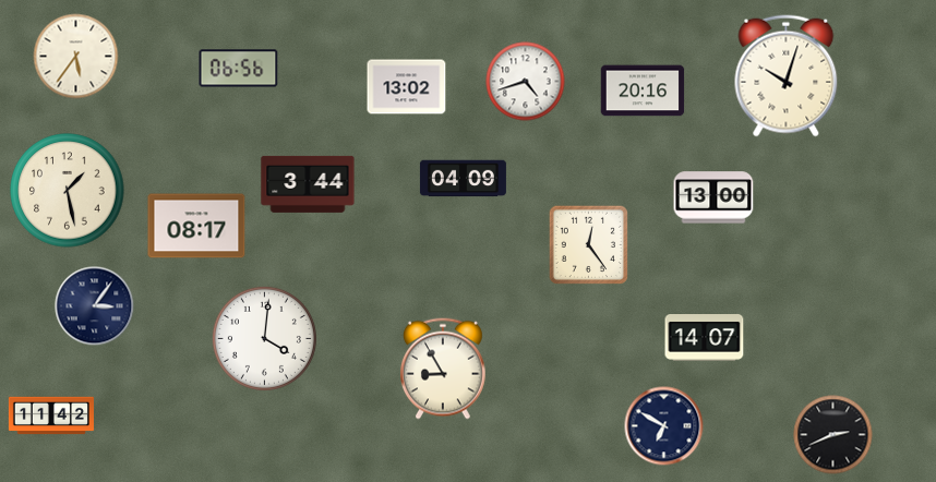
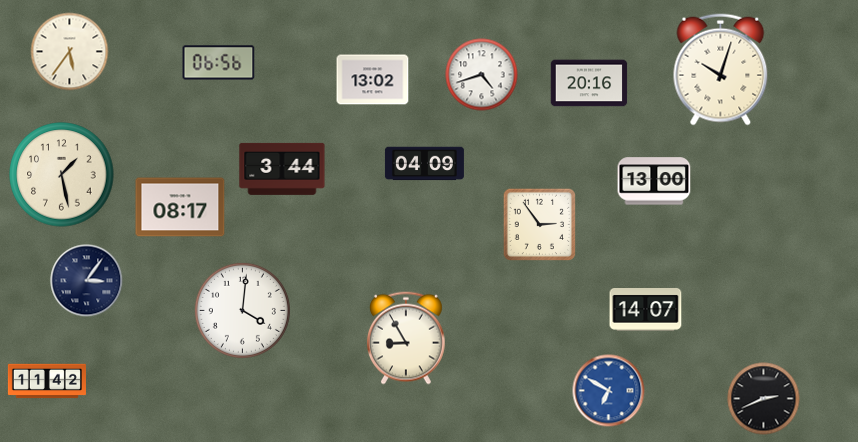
clock at (588, 244): 12:24 -> 2:54
clock at (664, 426) dial: navy -> blue
